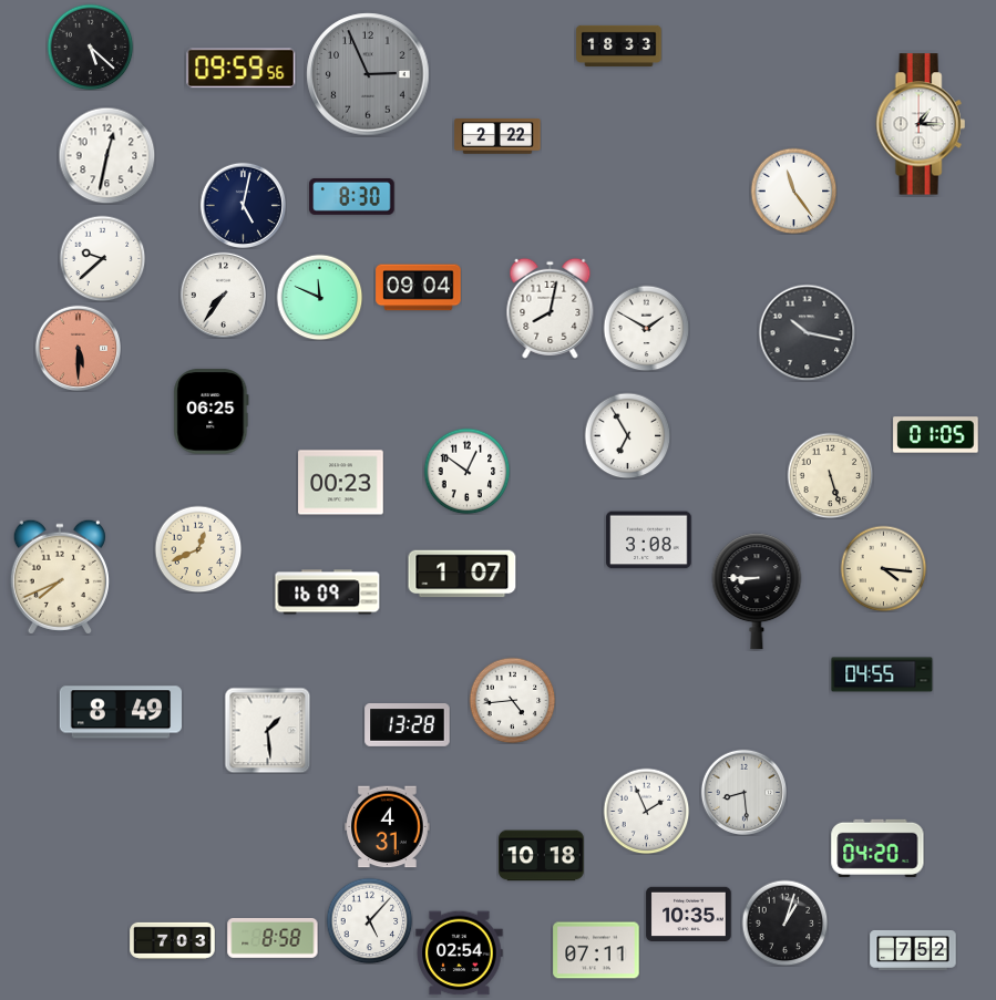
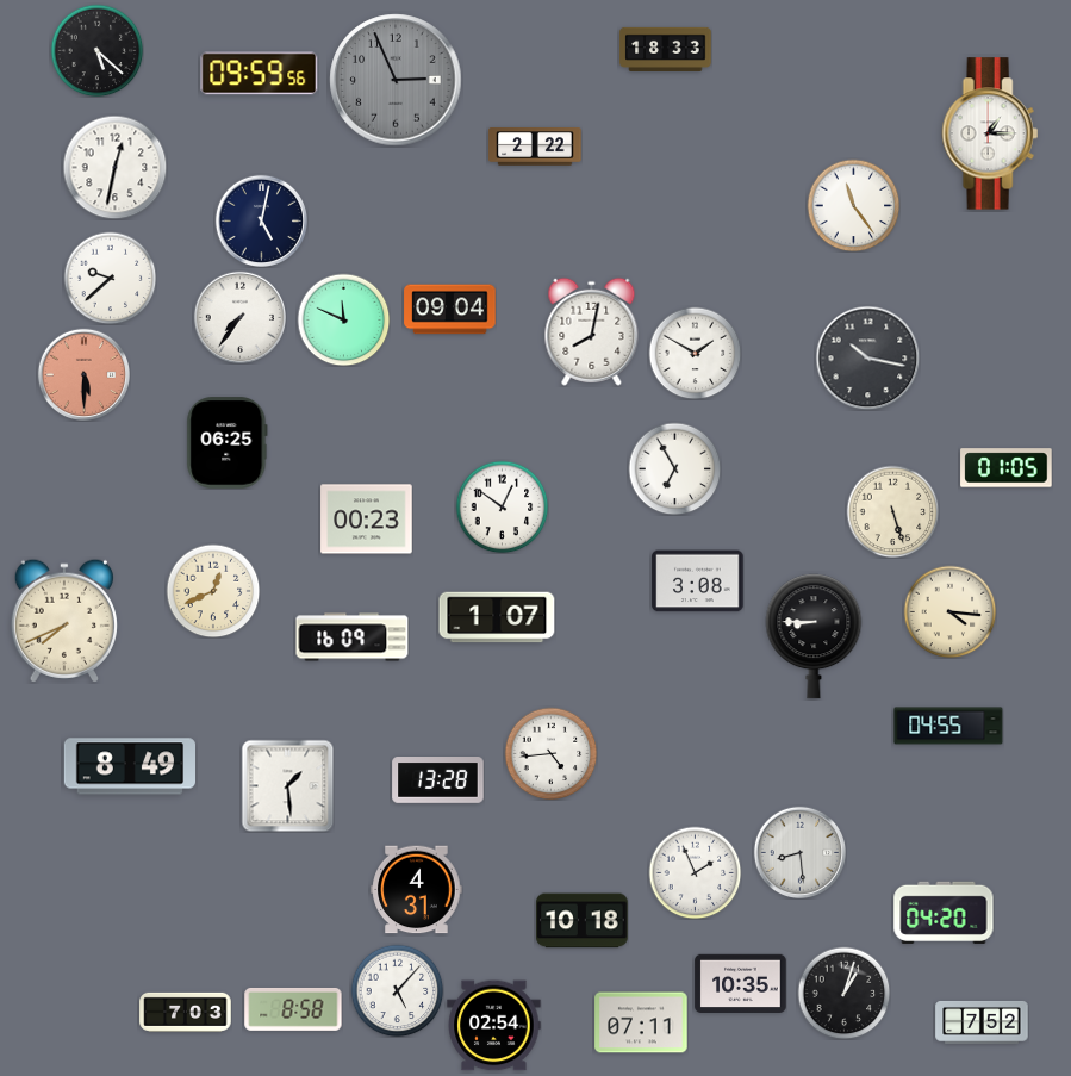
clock at (352, 196): 8:30 -> none
